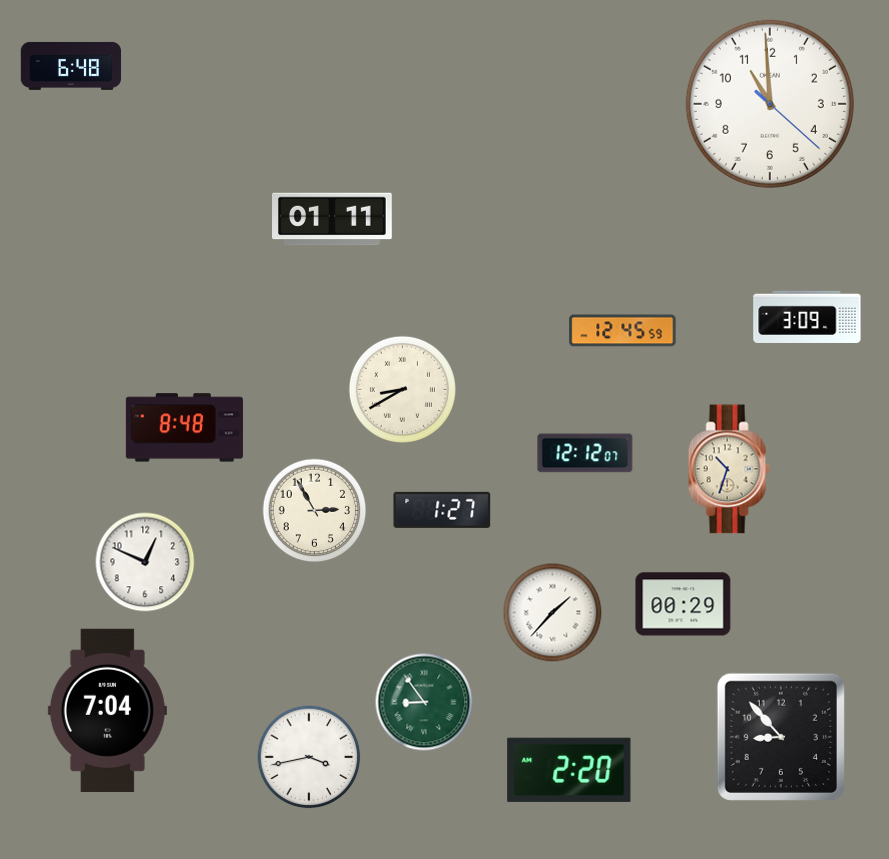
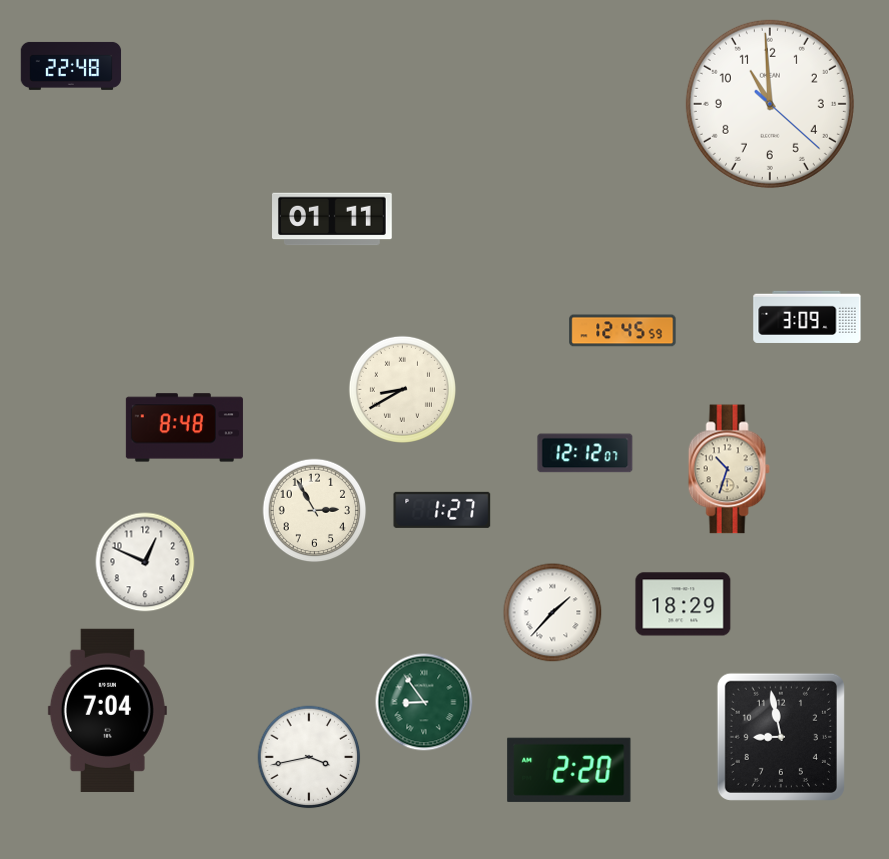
clock at (71, 66): 6:48 -> 22:48
clock at (683, 604): 00:29 -> 18:29
clock at (781, 737): 8:53 -> 8:58
